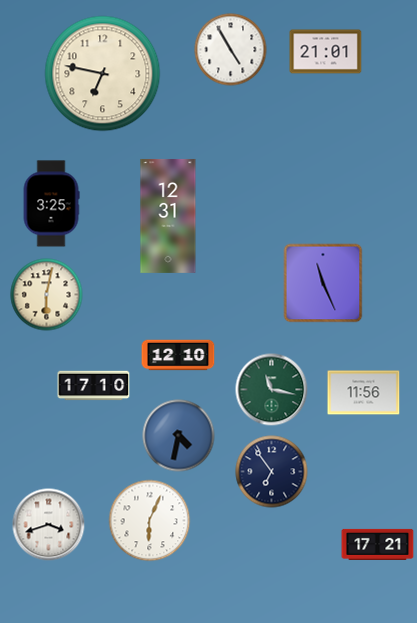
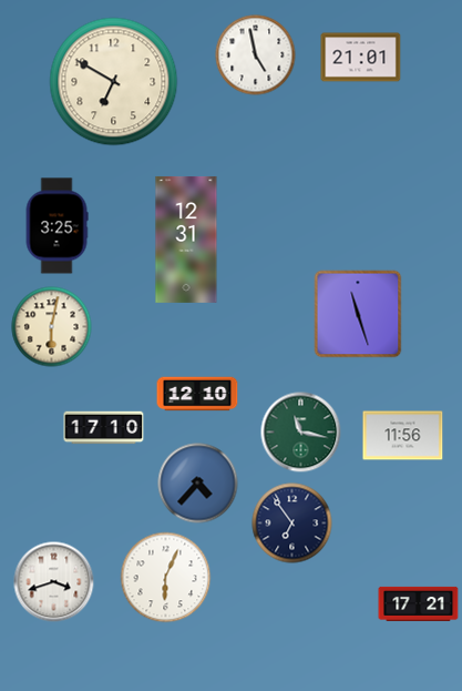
clock at (231, 50): 4:55 -> 4:58
clock at (103, 74): 6:47 -> 6:50
clock at (323, 283): 11:26 -> 11:27
clock at (179, 436): 4:32 -> 4:37
clock at (272, 472) position: (272, 472) -> (292, 524)
